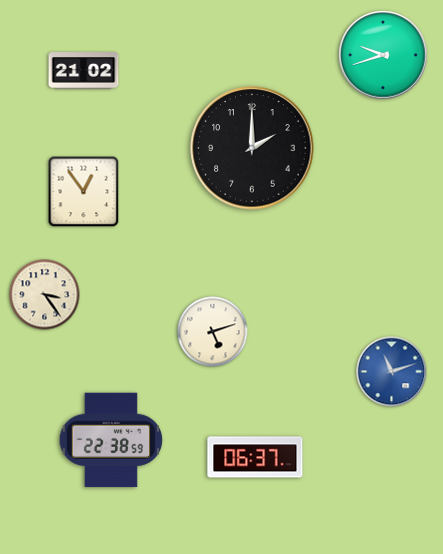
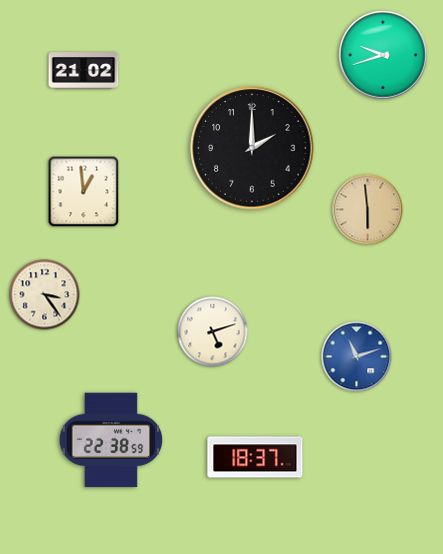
clock at (84, 192): 12:54 -> 12:59
clock at (368, 210): none -> 5:59
clock at (392, 372) position: (392, 372) -> (357, 357)
clock at (255, 457): 06:37 -> 18:37
